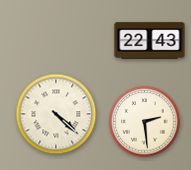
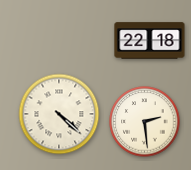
clock at (150, 41): 22:43 -> 22:18
clock at (56, 114) position: (56, 114) -> (59, 114)
